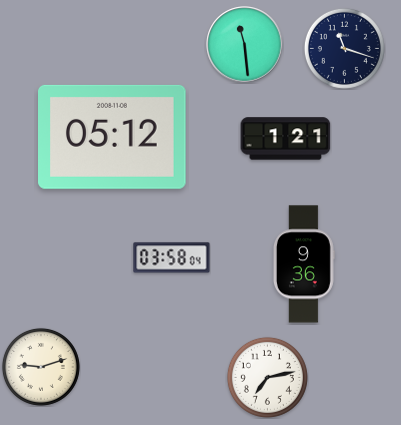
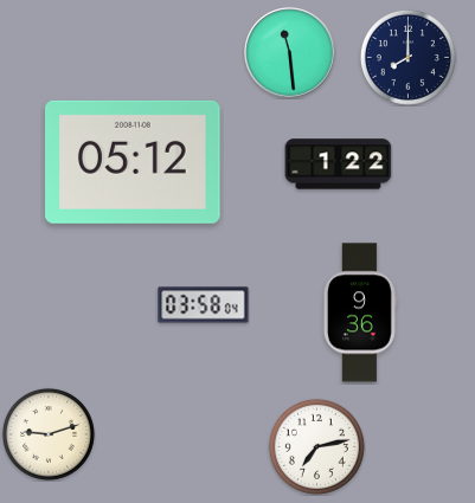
clock at (344, 48): 11:18 -> 8:00
clock at (286, 139): 1:21 -> 1:22
